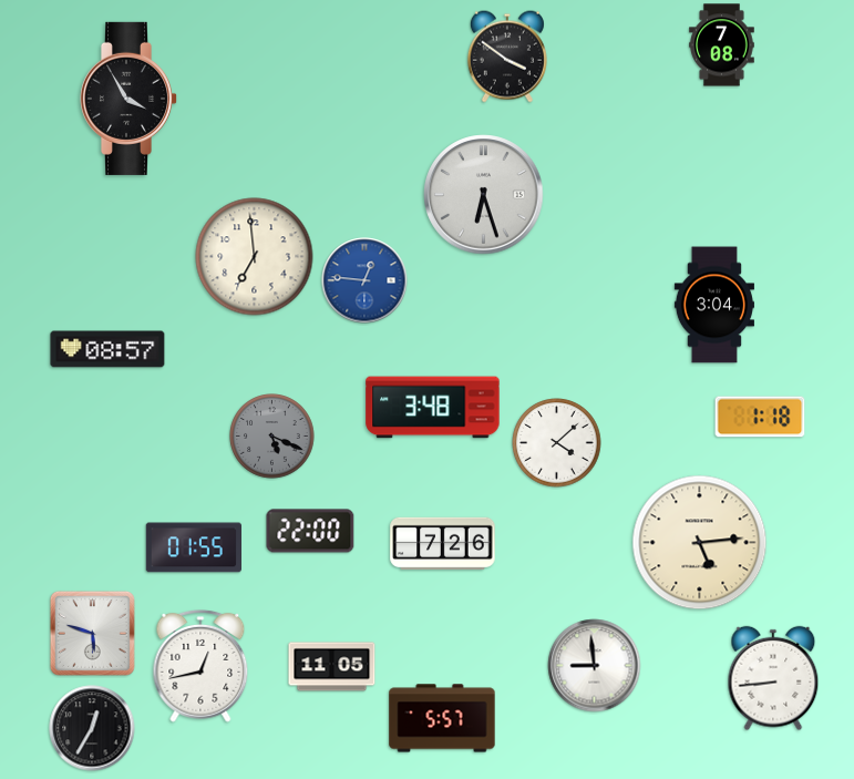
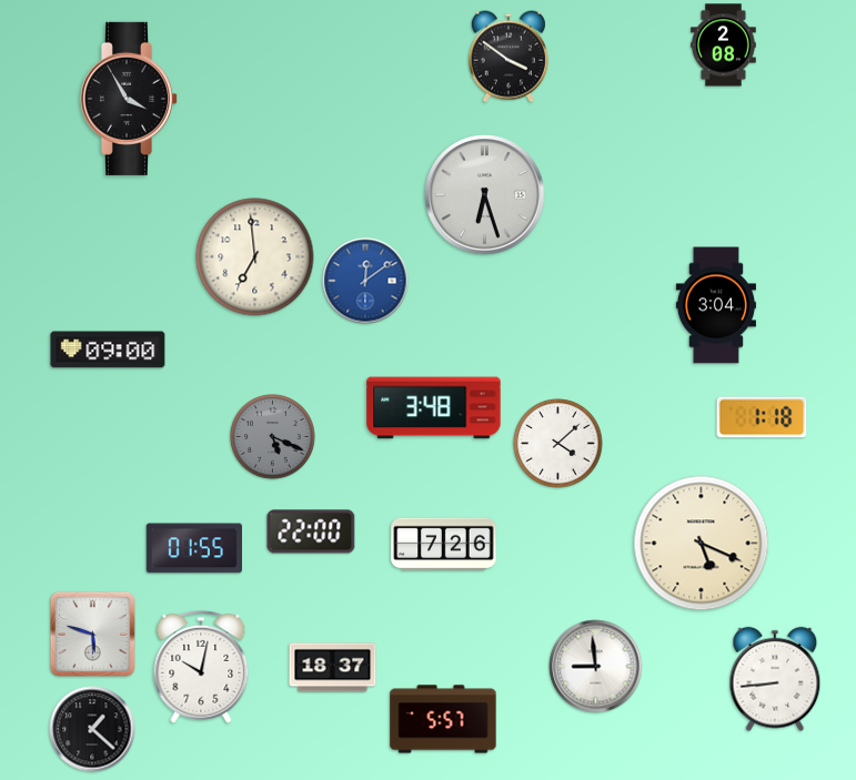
clock at (722, 45): 7:08 -> 2:08
clock at (364, 280): 12:46 -> 12:09
clock at (107, 349): 08:57 -> 09:00
clock at (700, 543): 5:14 -> 5:19
clock at (200, 667): 12:43 -> 10:02
clock at (332, 667): 11:05 -> 18:37
clock at (92, 728): 12:35 -> 1:22
